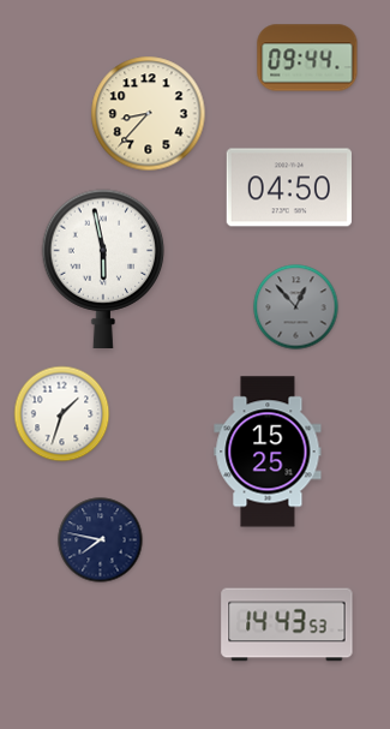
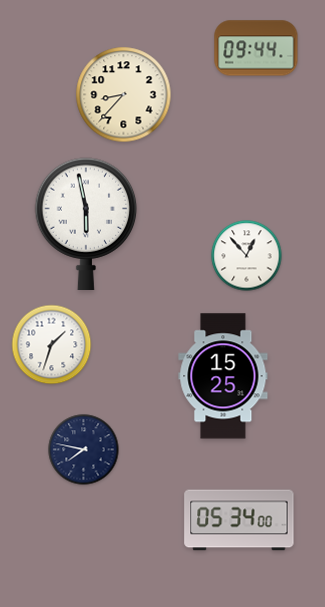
clock at (288, 187): 04:50 -> none
clock at (296, 307) dial: grey -> white
clock at (287, 625): 14:43 -> 05:34
